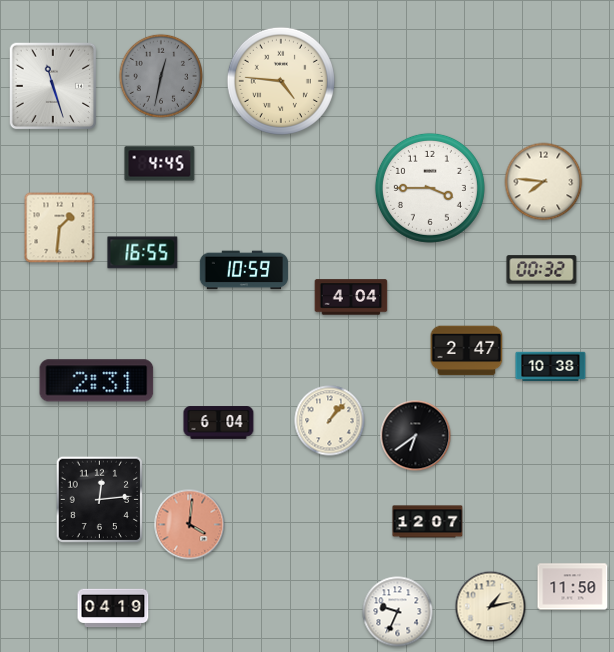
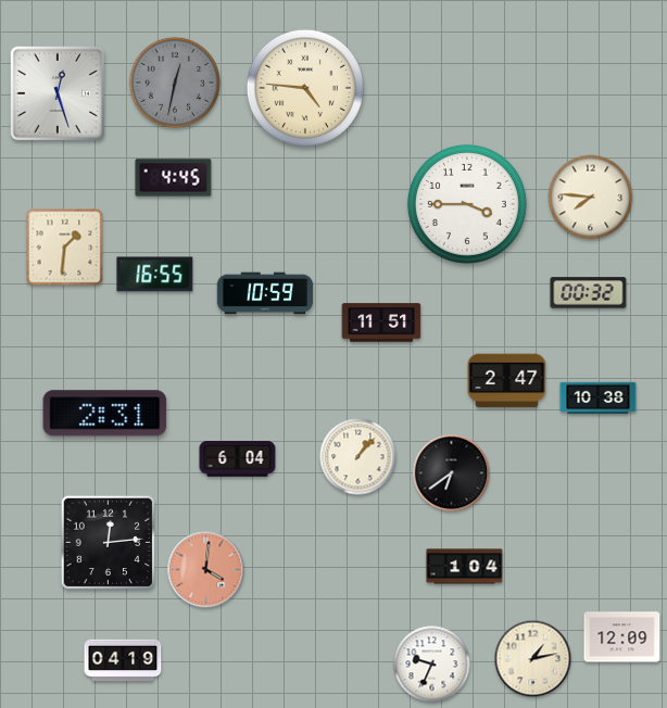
clock at (53, 86): 11:27 -> 12:27
clock at (351, 297): 4:04 -> 11:51
clock at (428, 522): 12:07 -> 1:04
clock at (573, 587): 11:50 -> 12:09
